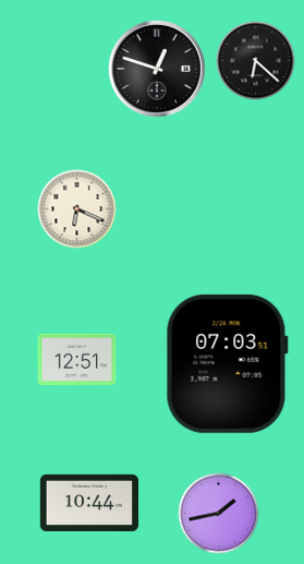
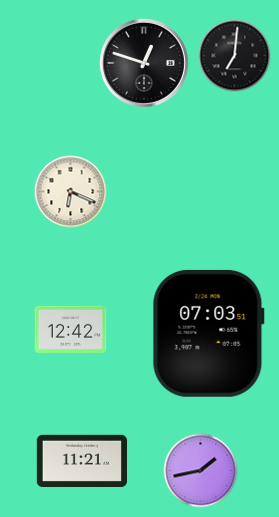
clock at (256, 61): 6:22 -> 7:01
clock at (77, 359): 12:51 -> 12:42
clock at (88, 502): 10:44 -> 11:21
